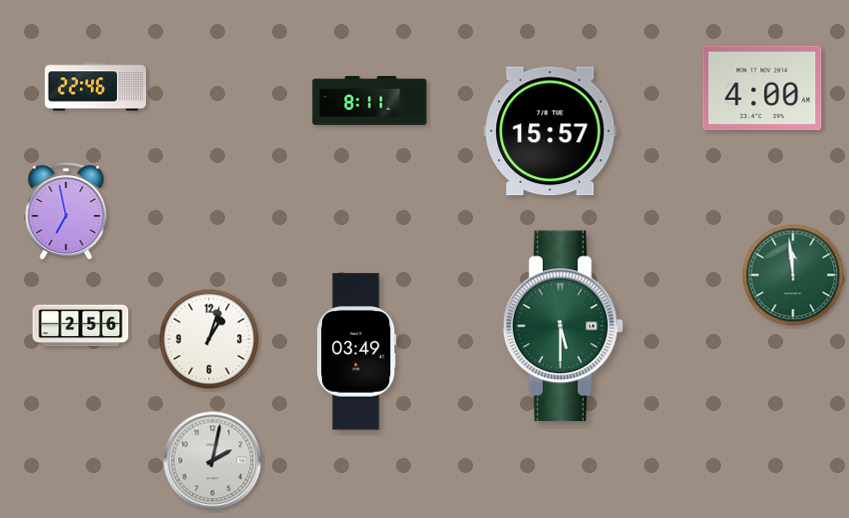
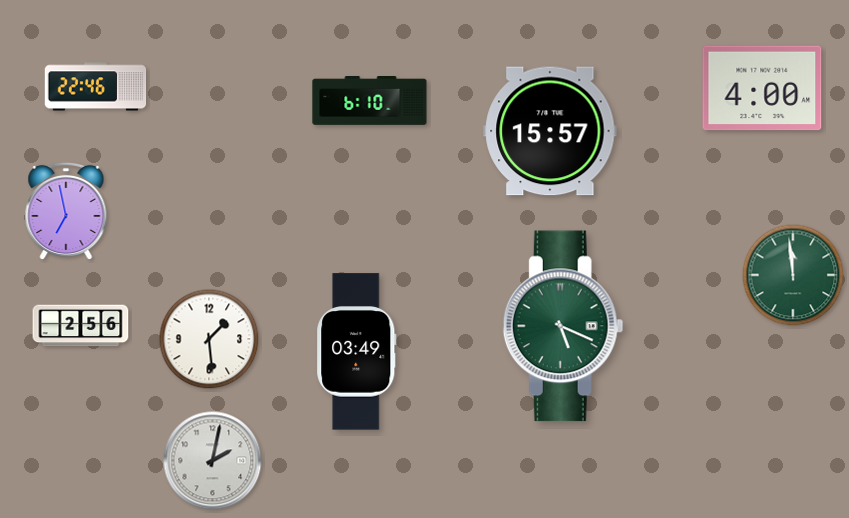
clock at (370, 101): 8:11 -> 6:10
clock at (563, 326): 5:30 -> 5:19
clock at (209, 339): 1:03 -> 1:29
